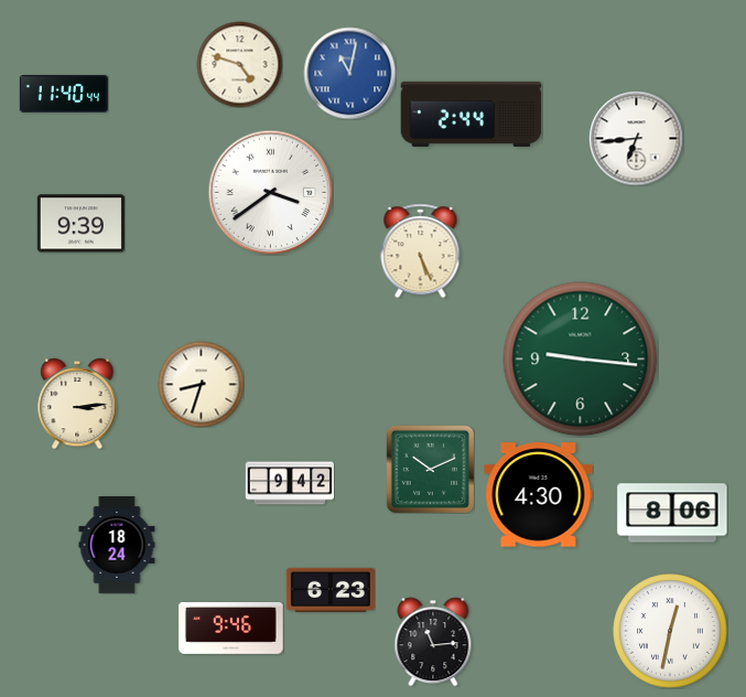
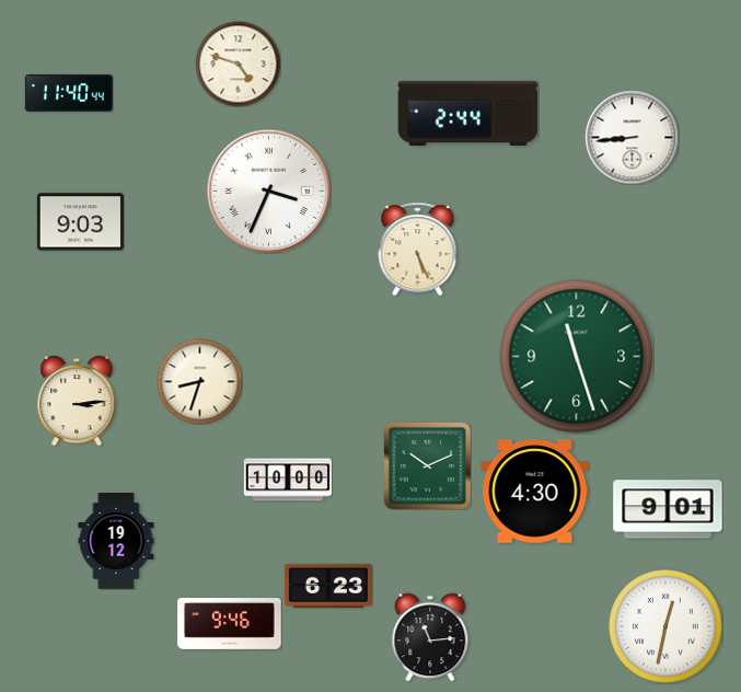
clock at (349, 73): 11:02 -> none
clock at (64, 94) position: (64, 94) -> (69, 93)
clock at (636, 138): 6:44 -> 8:44
clock at (270, 192): 3:39 -> 3:34
clock at (80, 224): 9:39 -> 9:03
clock at (581, 360): 9:16 -> 11:27
clock at (289, 483): 9:42 -> 10:00
clock at (672, 513): 8:06 -> 9:01
clock at (117, 546): 18:24 -> 19:12
